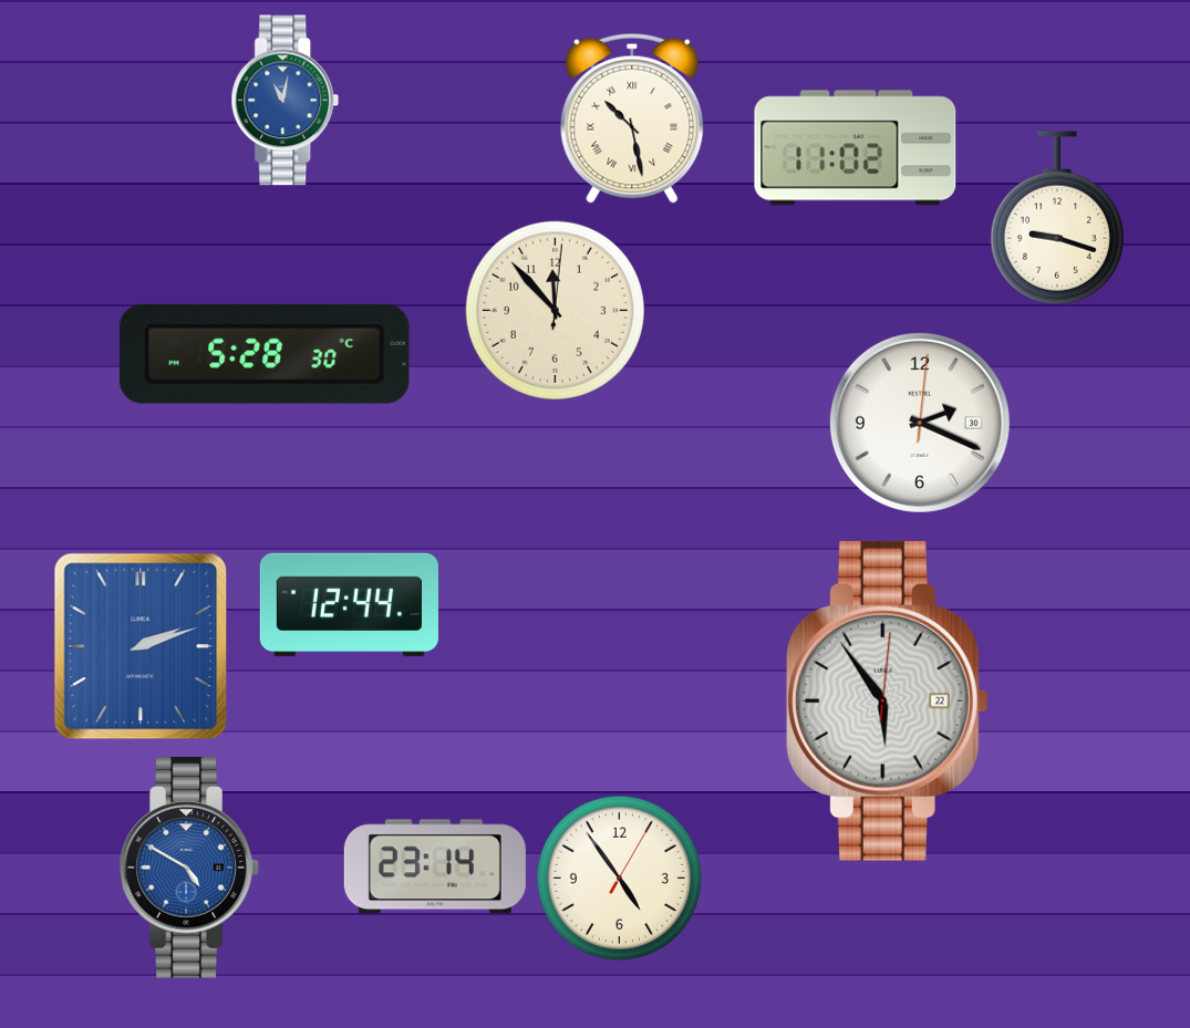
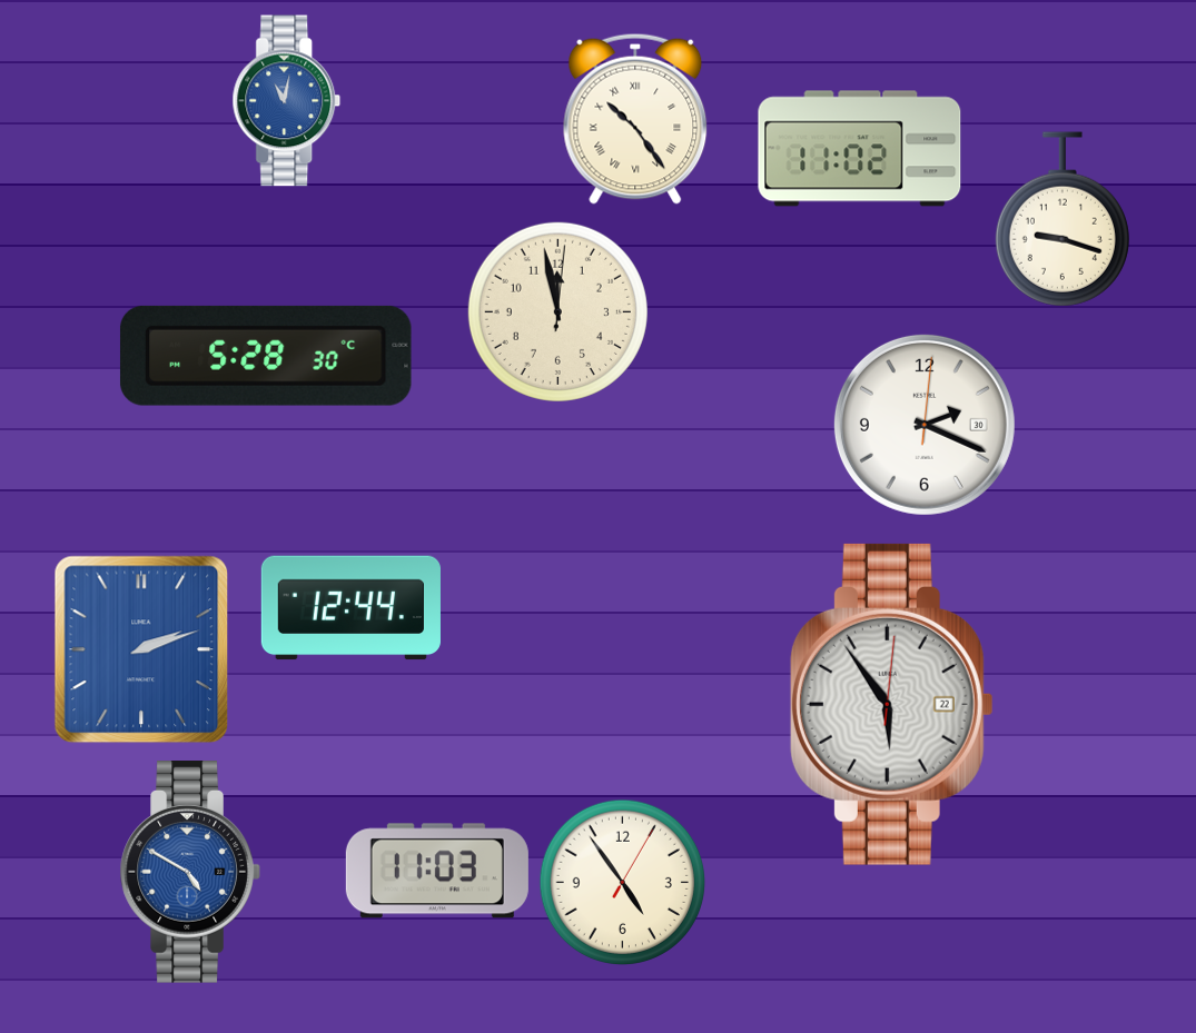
clock at (632, 118): 10:28 -> 10:24
clock at (555, 310): 11:53 -> 11:58
clock at (435, 866): 23:14 -> 11:03
